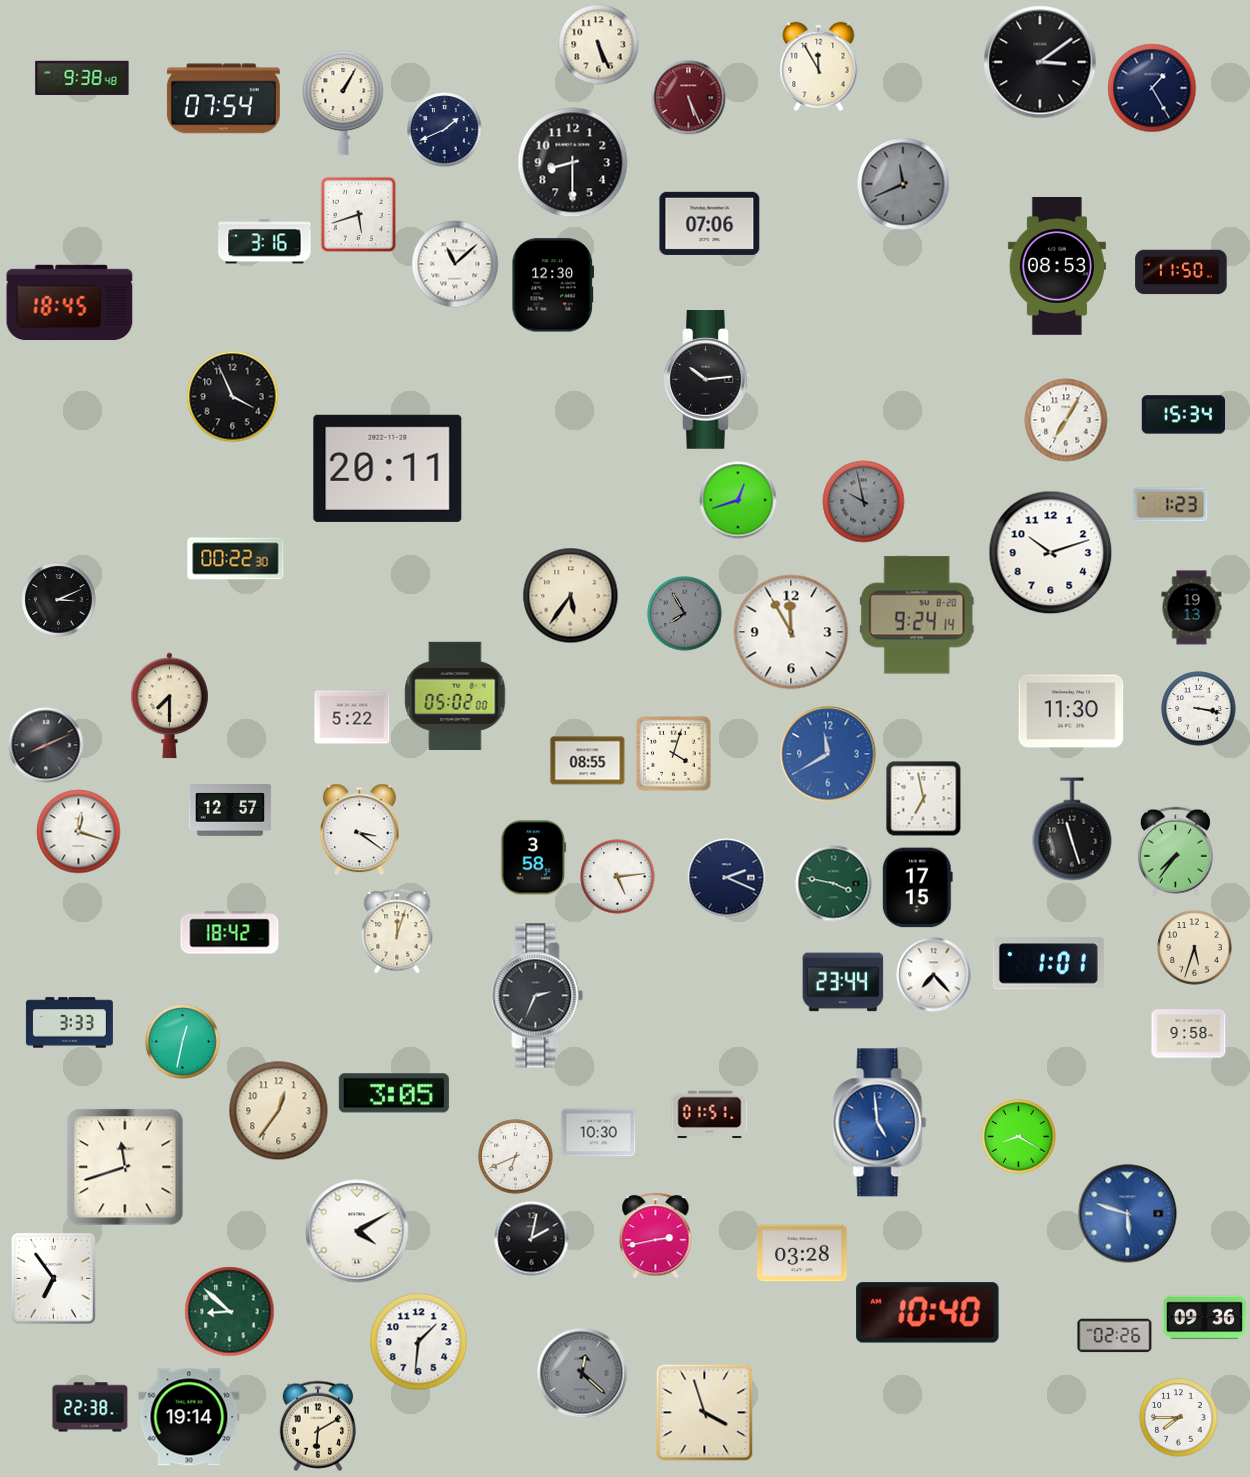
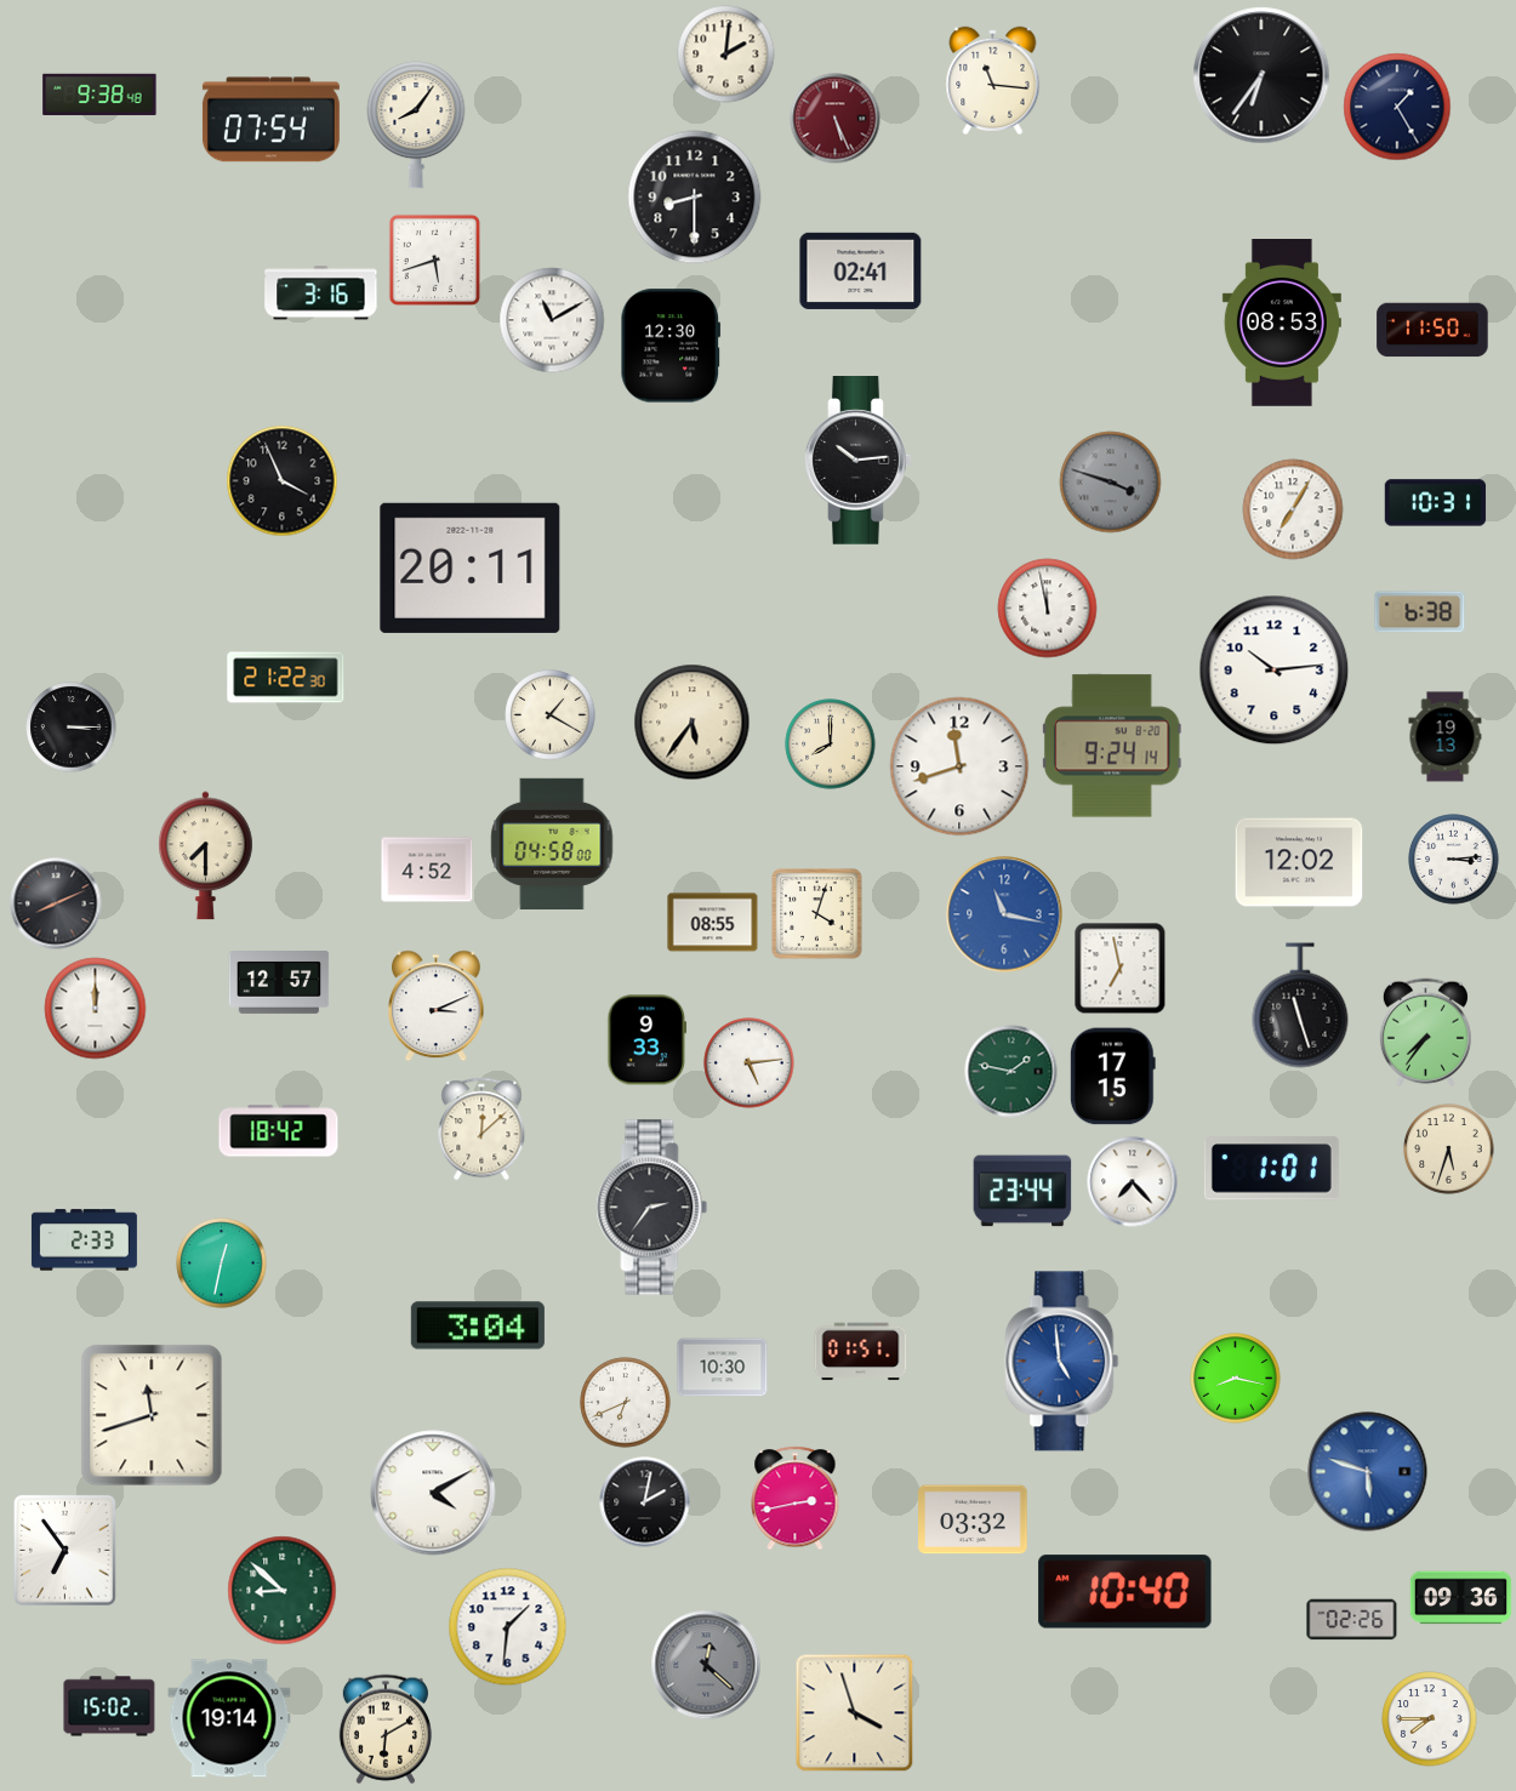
clock at (599, 45): 5:26 -> 2:01
clock at (1040, 62): 3:09 -> 6:36
clock at (819, 66): 11:55 -> 11:16
clock at (343, 103): 1:05 -> 8:06
clock at (445, 130): 1:41 -> none
clock at (903, 184): 11:41 -> none
clock at (710, 223): 07:06 -> 02:41
clock at (455, 264): 11:08 -> 11:10
clock at (70, 303): 18:45 -> none
clock at (1111, 483): none -> 3:48
clock at (1184, 415): 15:34 -> 10:31
clock at (738, 500): 12:42 -> none
clock at (864, 502): 9:58 -> 11:58
clock at (864, 502) dial: grey -> white
clock at (1171, 505): 1:23 -> 6:38
clock at (1051, 553): 10:12 -> 10:14
clock at (236, 559): 00:22 -> 21:22
clock at (551, 715): none -> 1:20
clock at (59, 600): 3:11 -> 3:15
clock at (685, 614): 7:55 -> 8:00
clock at (685, 614) dial: grey -> cream
clock at (791, 632): 11:55 -> 11:42
clock at (455, 695): 05:02 -> 04:58
clock at (1199, 709): 3:17 -> 3:14
clock at (1071, 711): 11:30 -> 12:02
clock at (352, 717): 5:22 -> 4:52
clock at (828, 754): 11:40 -> 11:17
clock at (360, 830): 3:21 -> 3:11
clock at (79, 832): 12:18 -> 12:00
clock at (534, 858): 3:58 -> 9:33
clock at (727, 878): 2:19 -> none
clock at (834, 884): 3:47 -> 1:47
clock at (397, 931): 12:03 -> 12:08
clock at (538, 996): 2:34 -> 2:36
clock at (69, 1023): 3:33 -> 2:33
clock at (1189, 1034): 9:58 -> none
clock at (394, 1093): 3:05 -> 3:04
clock at (279, 1111): 12:36 -> none
clock at (880, 1123) position: (880, 1123) -> (1062, 1362)
clock at (599, 1133) position: (599, 1133) -> (723, 1368)
clock at (1019, 1137): 8:20 -> 8:17
clock at (802, 1253): 03:28 -> 03:32
clock at (230, 1312) position: (230, 1312) -> (283, 1591)
clock at (90, 1407): 22:38 -> 15:02
